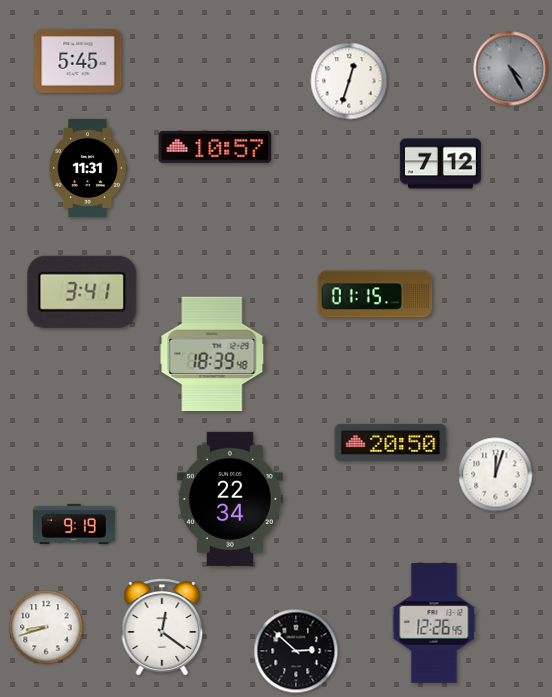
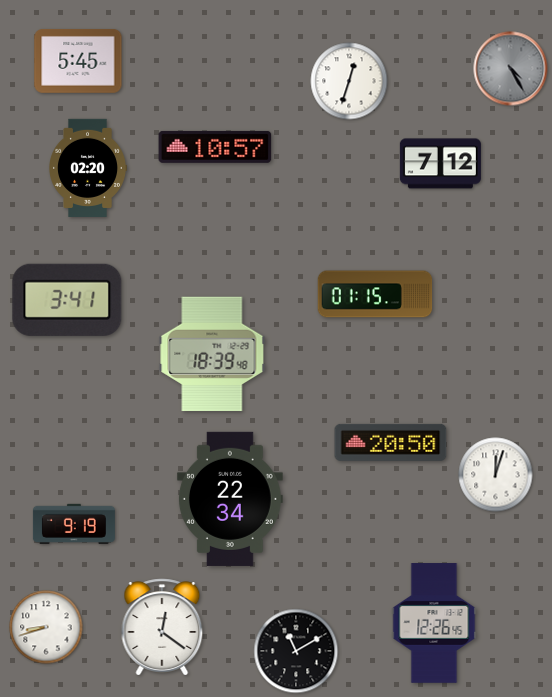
clock at (88, 168): 11:31 -> 02:20
clock at (82, 292) position: (82, 292) -> (67, 300)
clock at (296, 651): 2:52 -> 11:10
